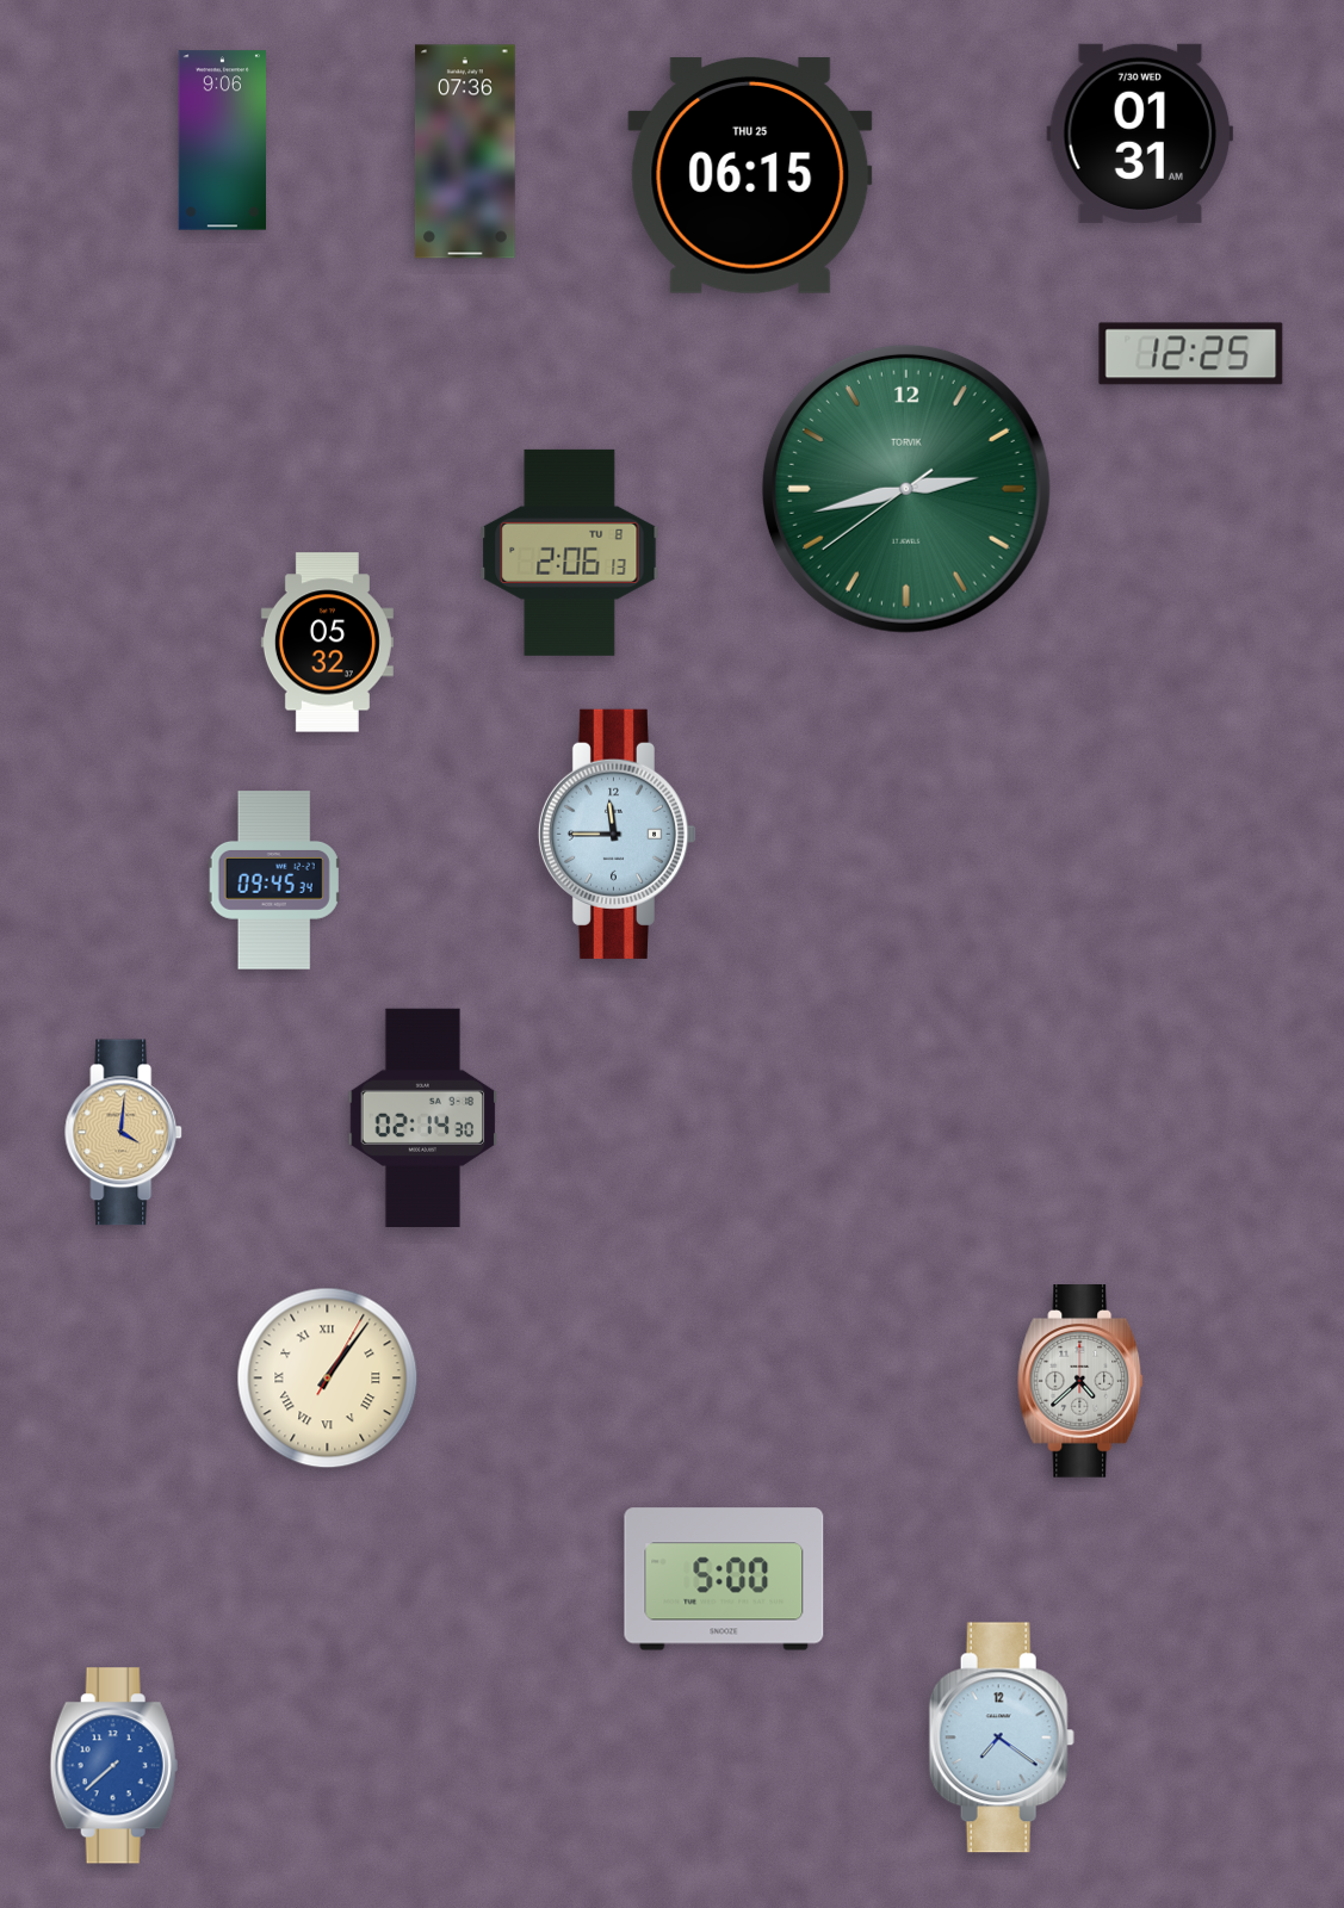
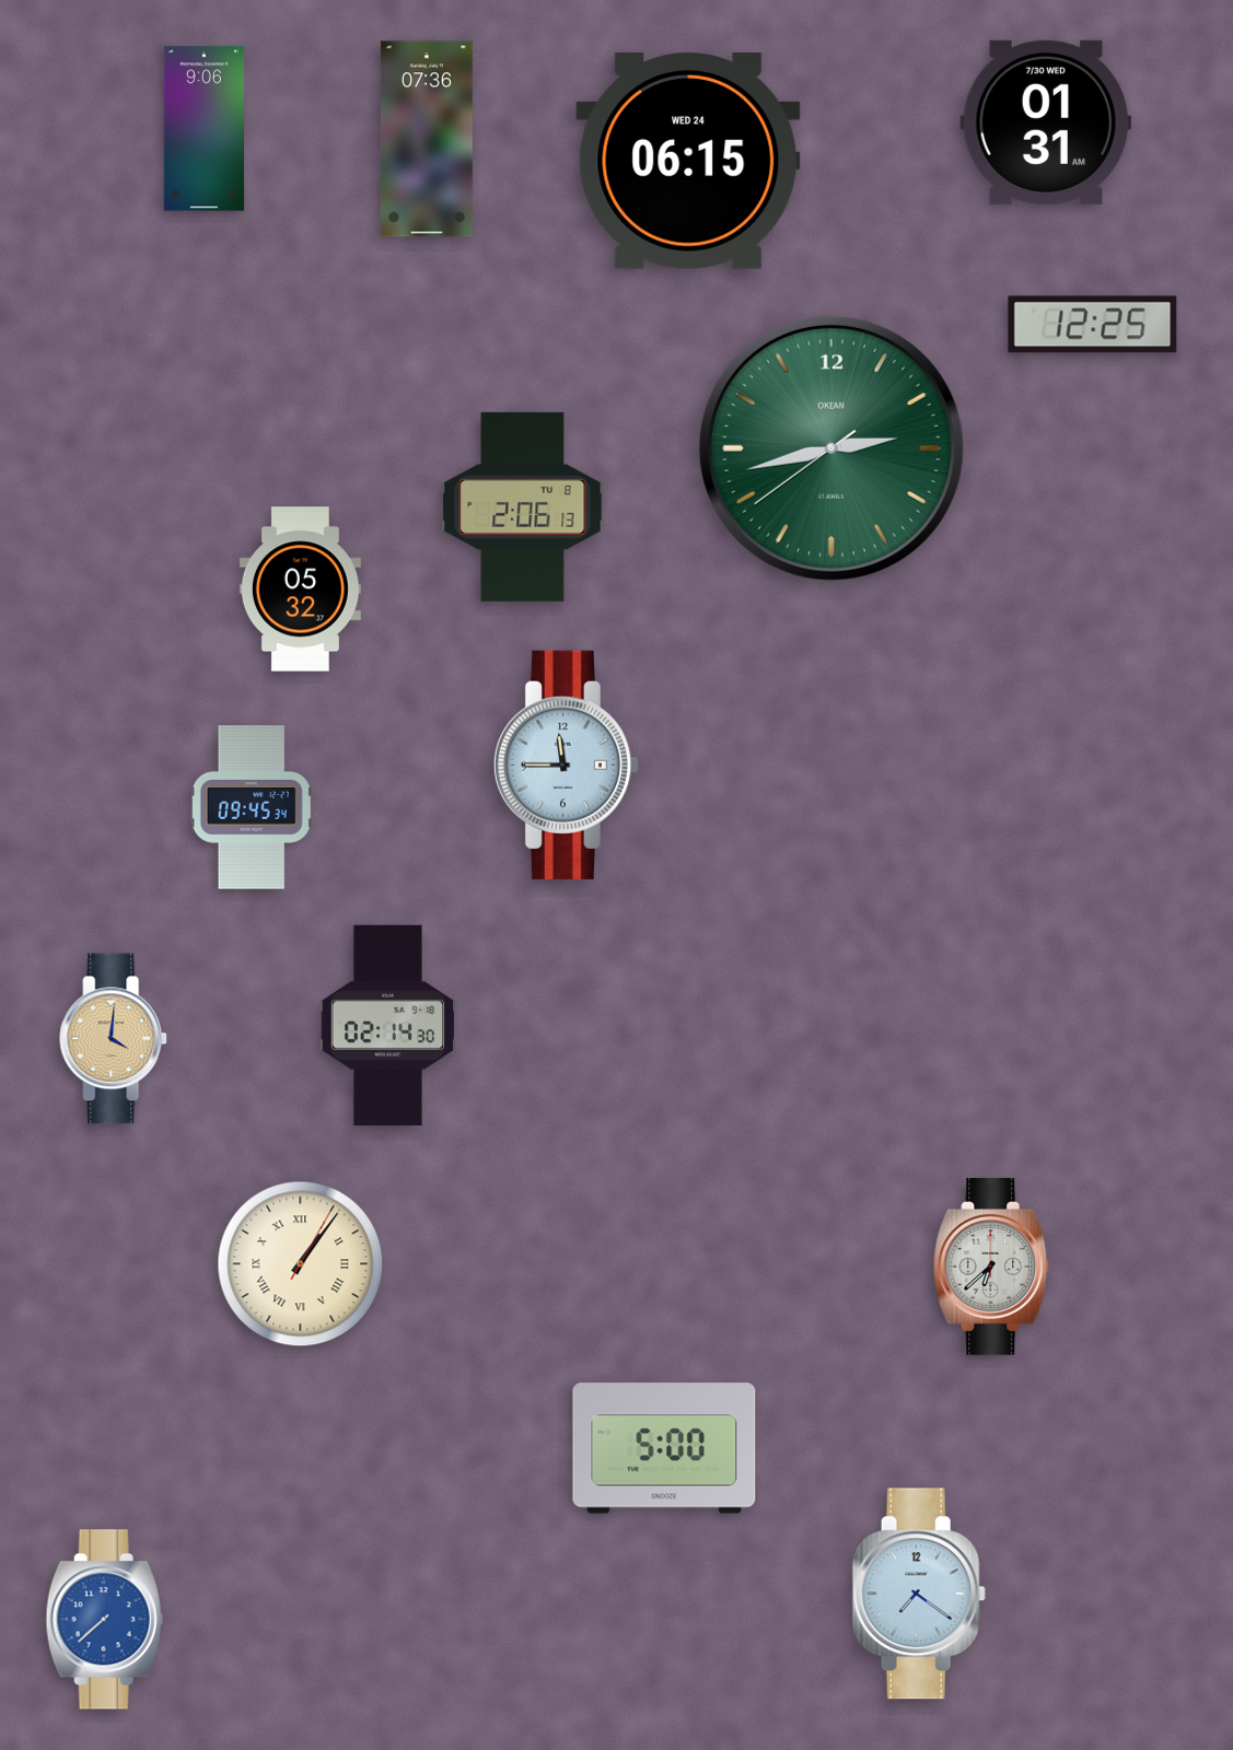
clock at (750, 175) date: THU 25 -> WED 24
clock at (906, 489) brand: TORVIK -> OKEAN
clock at (1082, 1382): 4:38 -> 6:38
